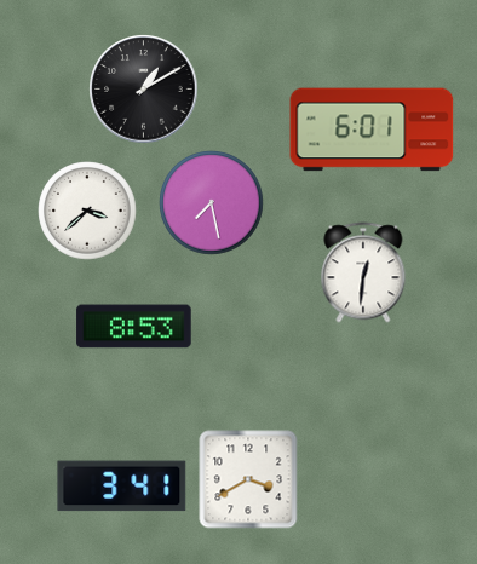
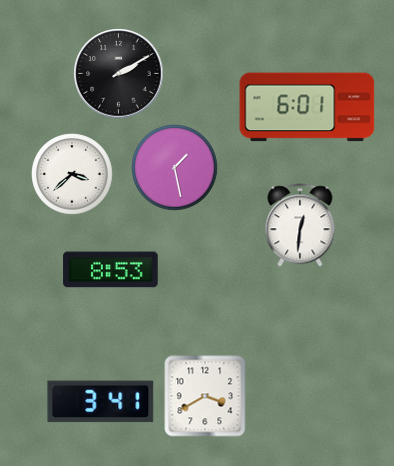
clock at (144, 90): 1:10 -> 2:10
clock at (212, 203): 7:28 -> 1:28
